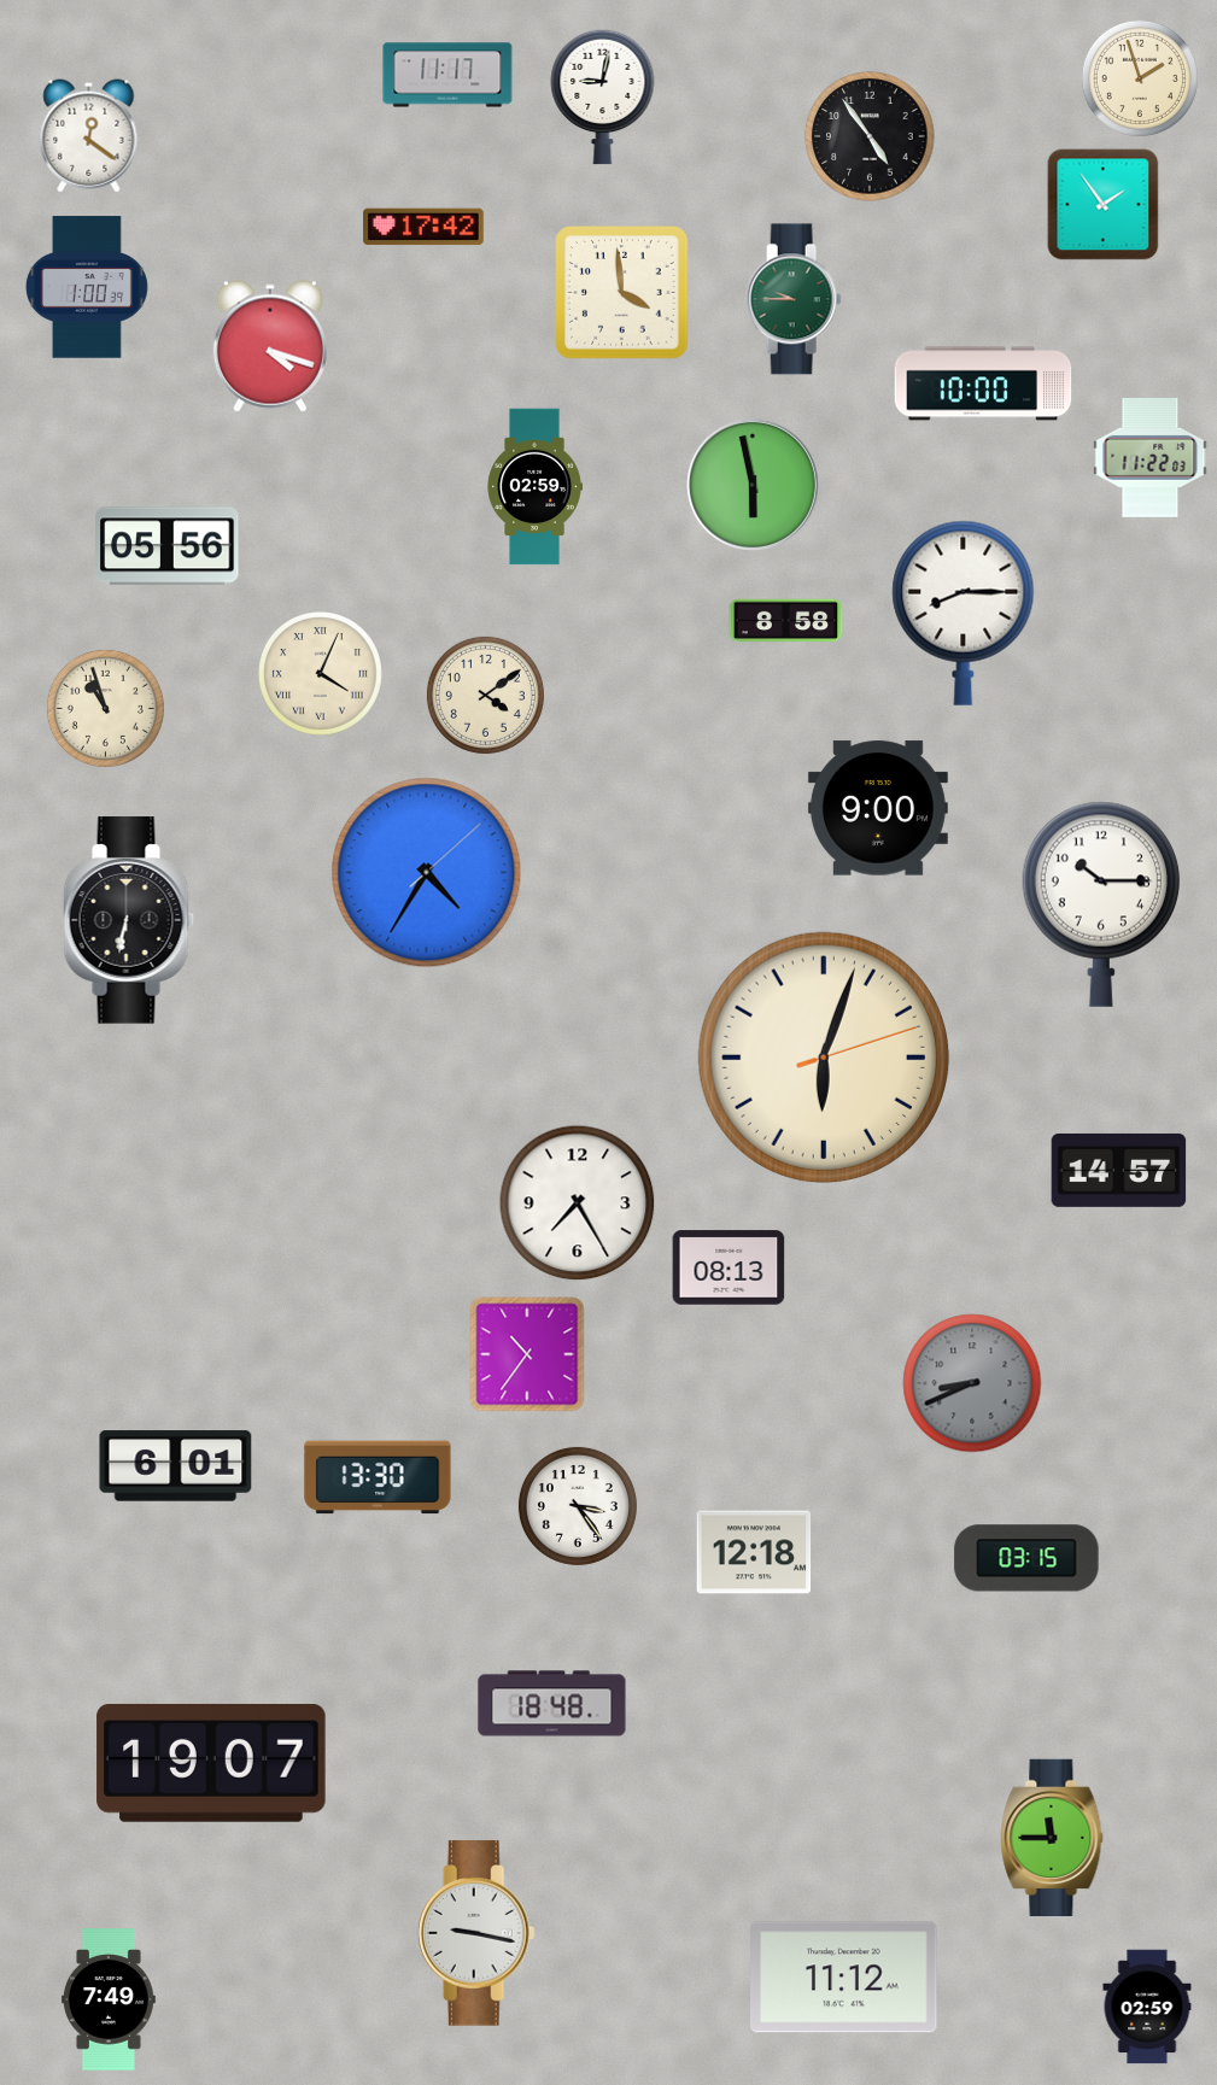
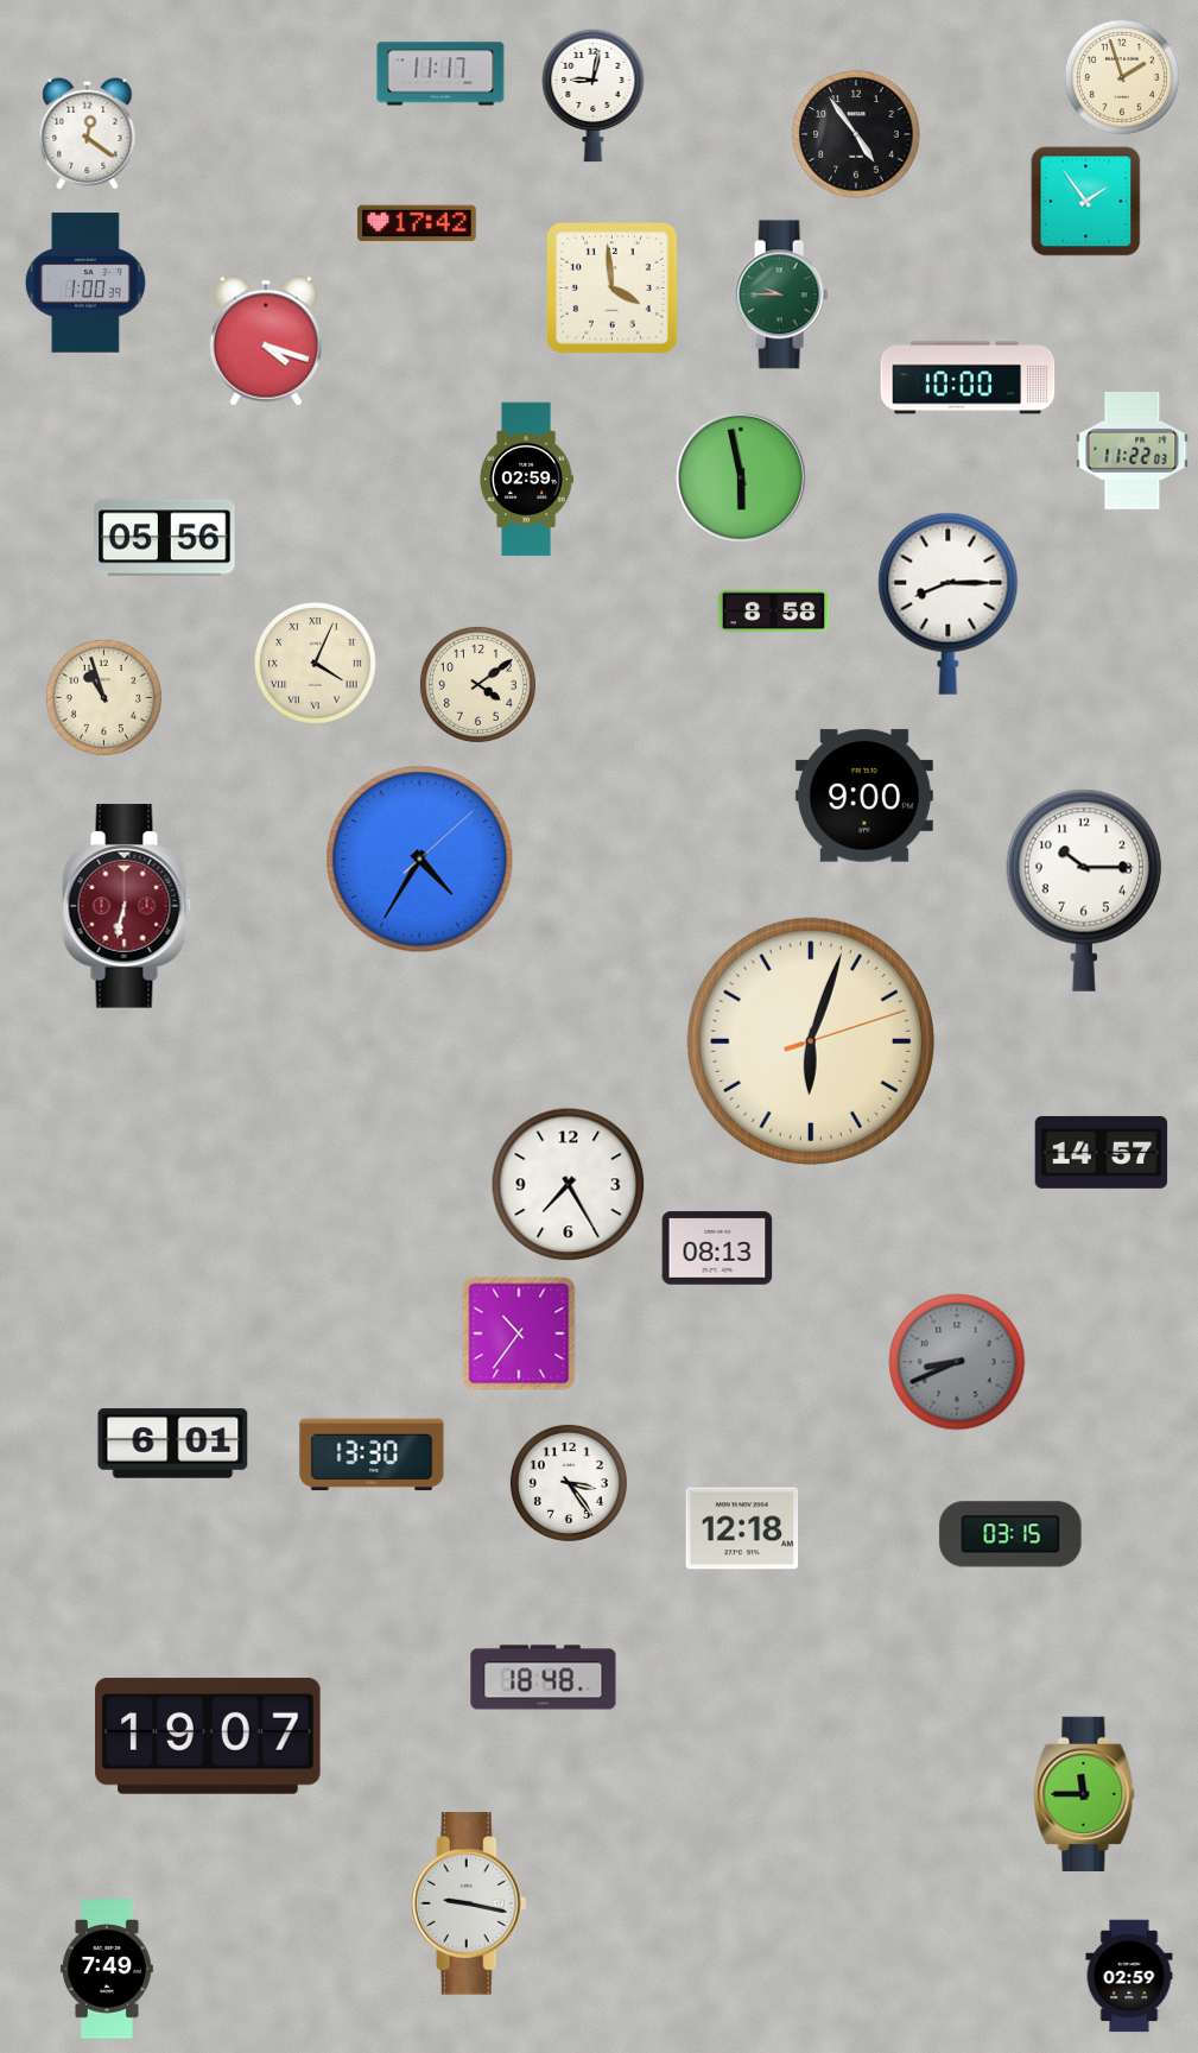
clock at (129, 920) dial: black -> burgundy
clock at (1052, 1837) position: (1052, 1837) -> (1084, 1793)
clock at (844, 1978): 11:12 -> none
